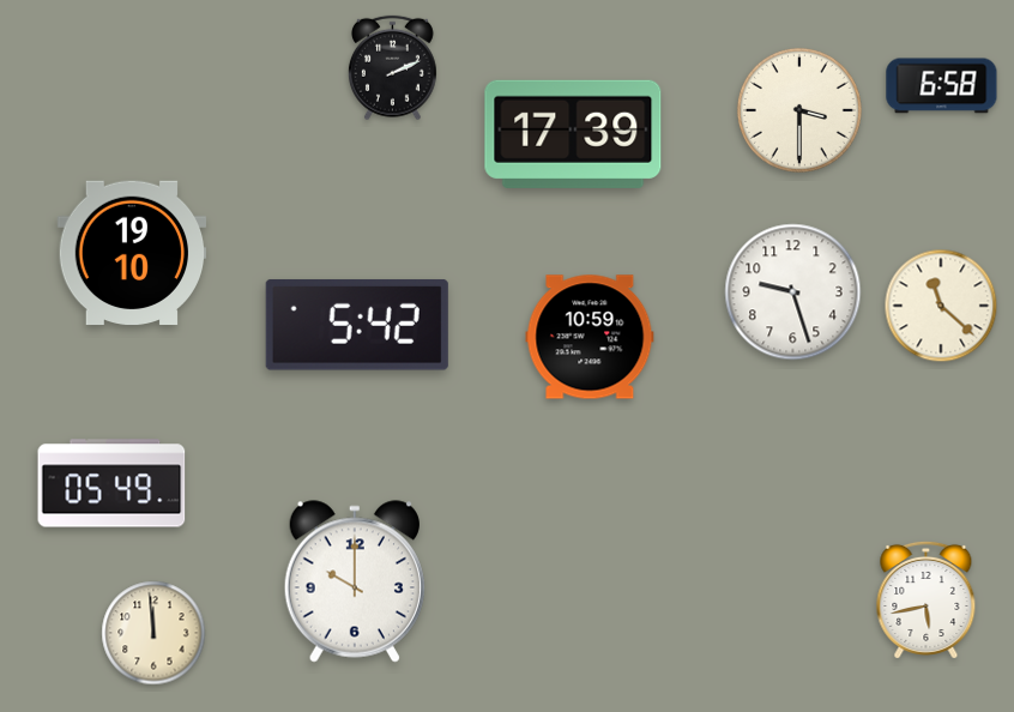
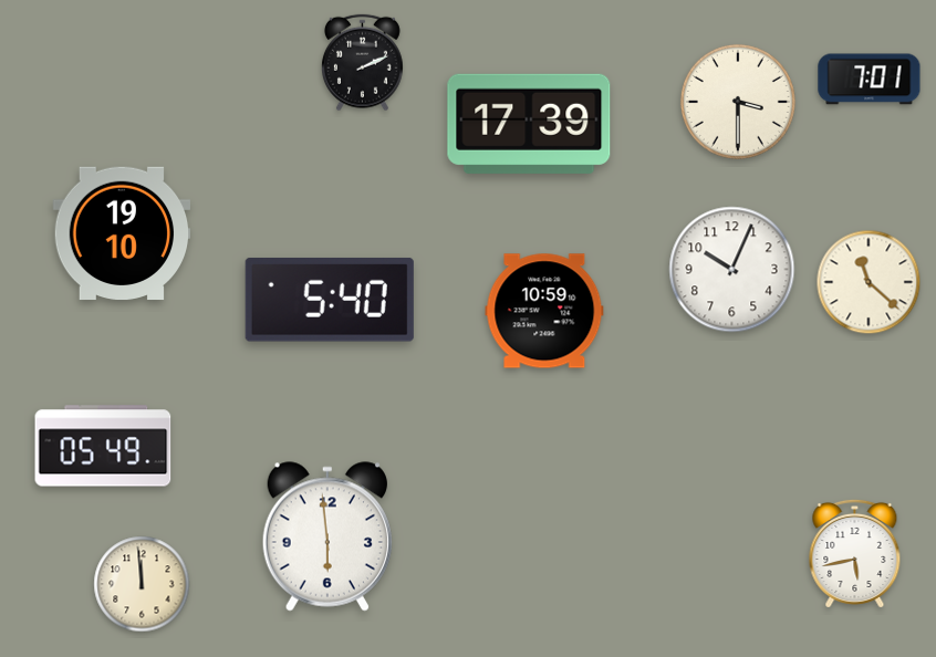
clock at (942, 86): 6:58 -> 7:01
clock at (793, 292): 9:27 -> 10:04
clock at (357, 325): 5:42 -> 5:40
clock at (355, 581): 10:00 -> 5:59
